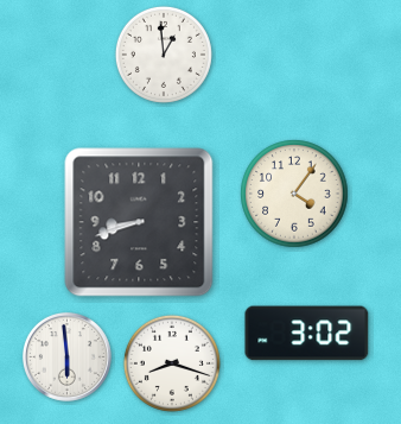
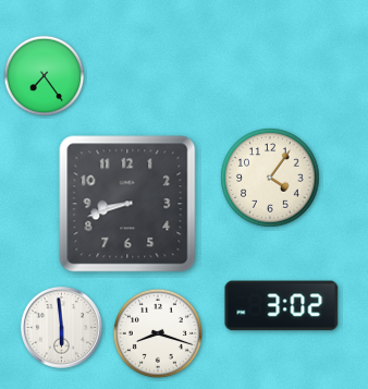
clock at (164, 55): 12:59 -> none
clock at (45, 76): none -> 7:24
